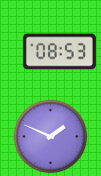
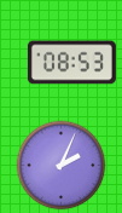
clock at (51, 137): 1:49 -> 2:04
